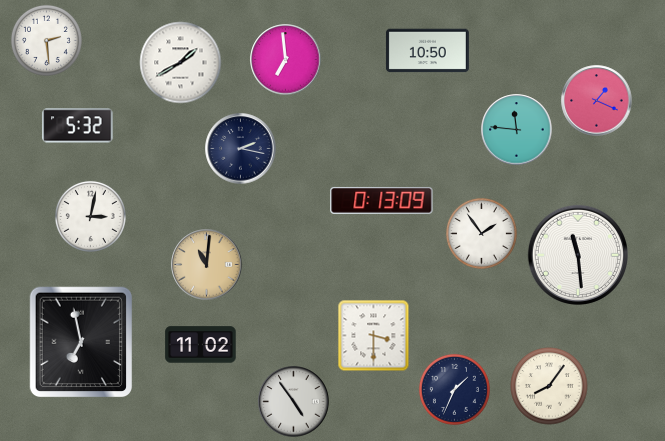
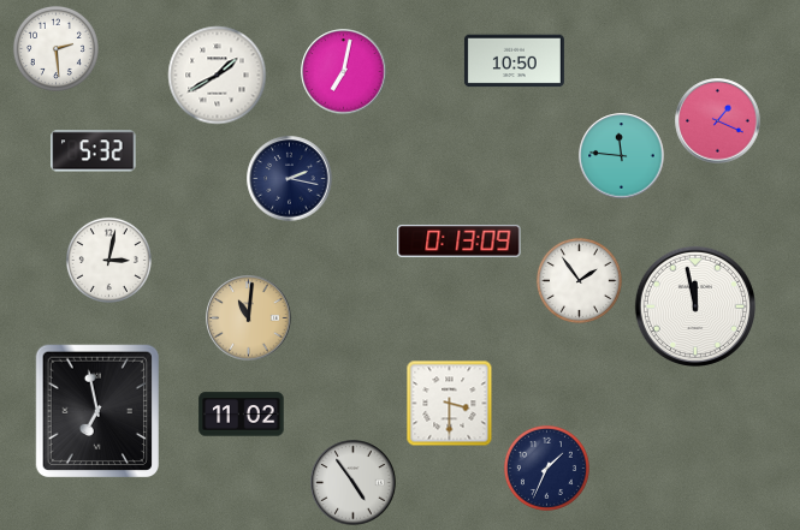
clock at (286, 60): 6:59 -> 7:02
clock at (578, 255): 11:29 -> 11:58
clock at (549, 386): 8:06 -> none
